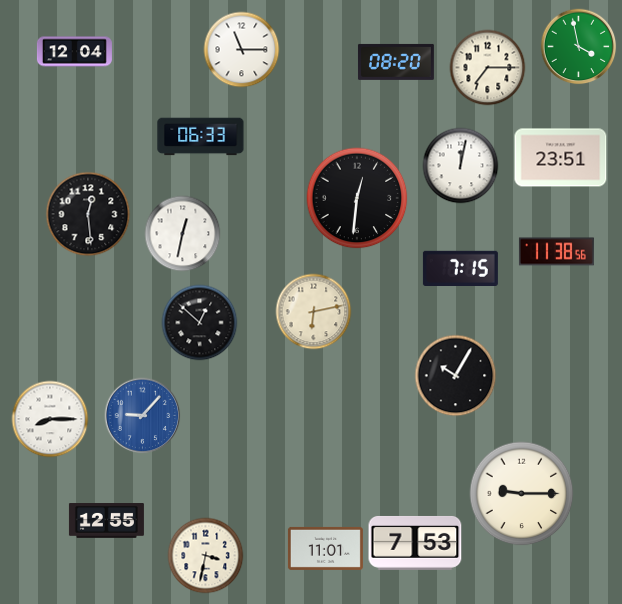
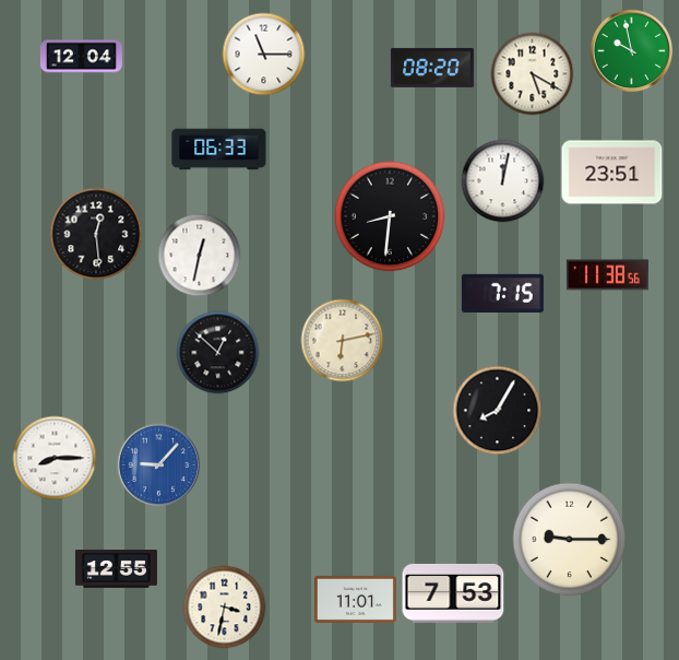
clock at (579, 47): 3:58 -> 9:58
clock at (488, 68): 7:15 -> 5:20
clock at (357, 198): 12:31 -> 8:31
clock at (456, 376): 10:05 -> 8:05
clock at (143, 416) position: (143, 416) -> (159, 465)
